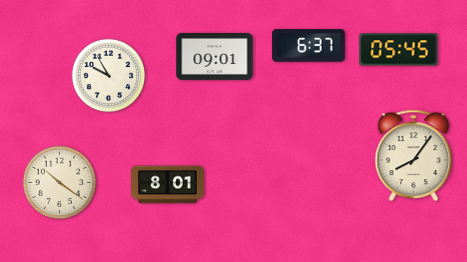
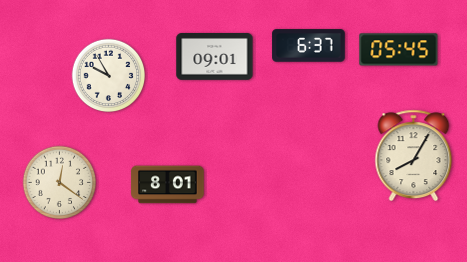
clock at (414, 156): 8:06 -> 8:05
clock at (60, 183): 10:21 -> 12:21
